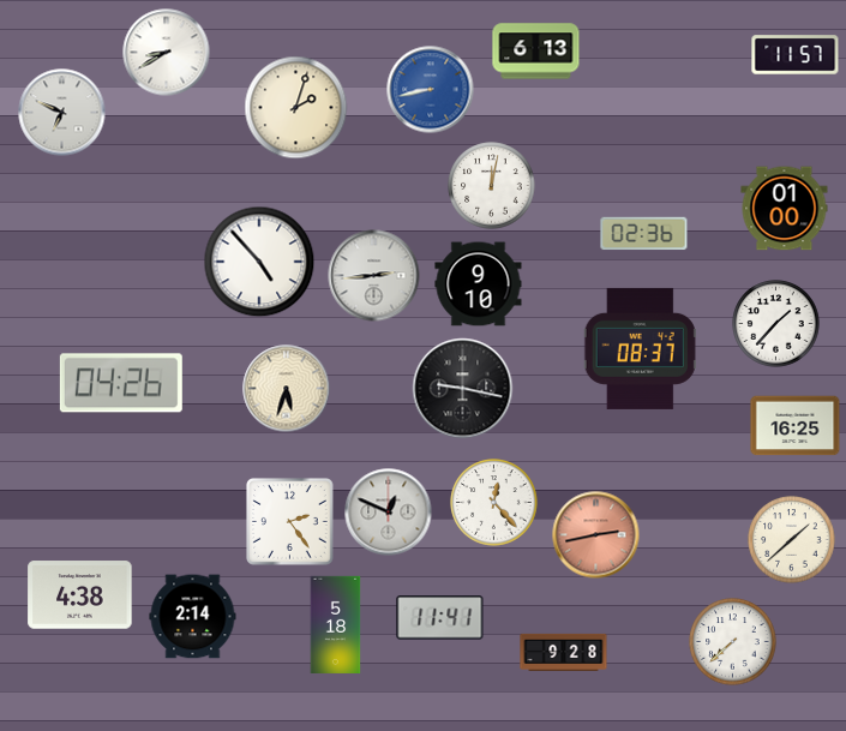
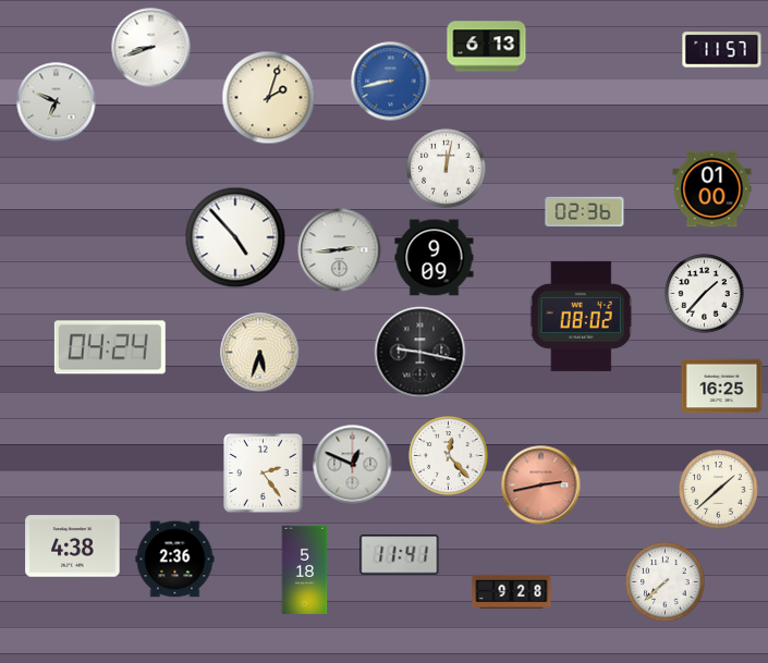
clock at (167, 53): 8:40 -> 8:42
clock at (479, 284): 9:10 -> 9:09
clock at (640, 348): 08:37 -> 08:02
clock at (121, 383): 04:26 -> 04:24
clock at (80, 595) position: (80, 595) -> (73, 547)
clock at (193, 617): 2:14 -> 2:36
clock at (440, 618) position: (440, 618) -> (400, 555)
clock at (336, 624) position: (336, 624) -> (305, 569)
